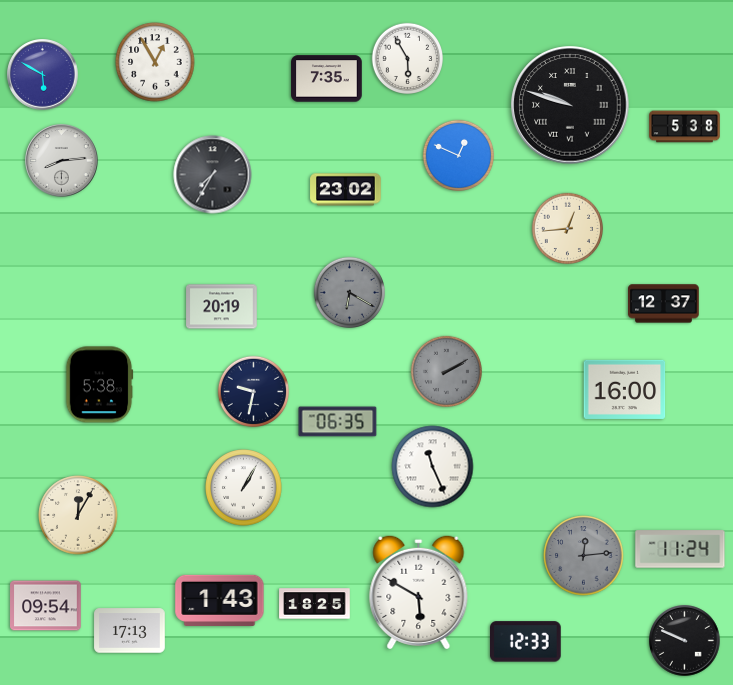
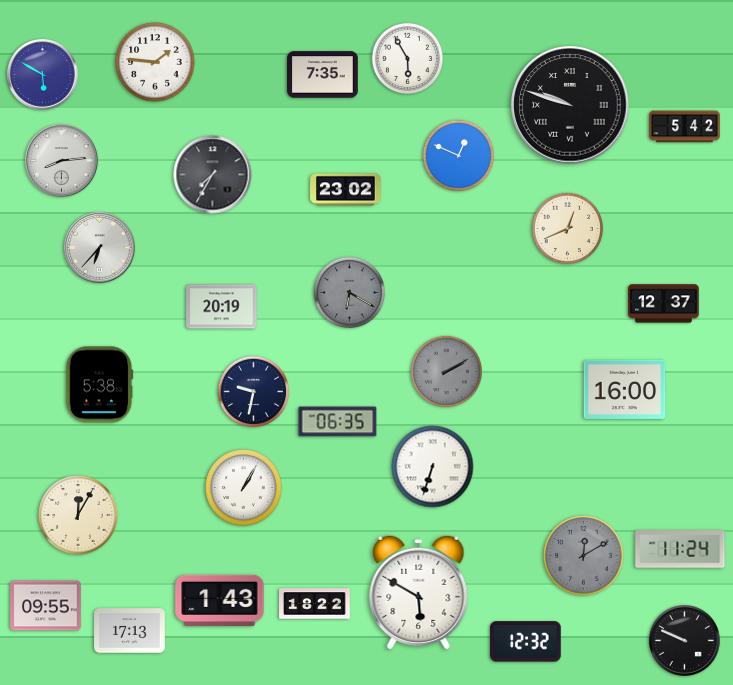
clock at (155, 62): 12:55 -> 1:46
clock at (327, 79) position: (327, 79) -> (323, 75)
clock at (685, 127): 5:38 -> 5:42
clock at (567, 228): 12:44 -> 12:41
clock at (100, 248): none -> 6:37
clock at (433, 467): 11:26 -> 6:33
clock at (584, 556): 12:14 -> 12:10
clock at (315, 604): 18:25 -> 18:22
clock at (46, 606): 09:54 -> 09:55
clock at (526, 642): 12:33 -> 12:32
